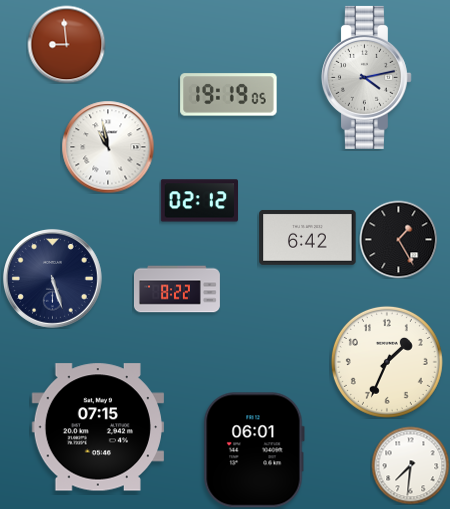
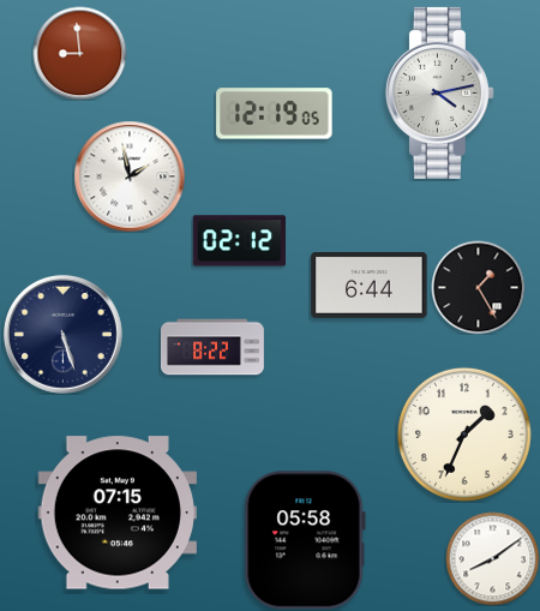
clock at (229, 95): 19:19 -> 12:19
clock at (108, 147): 10:58 -> 1:58
clock at (308, 237): 6:42 -> 6:44
clock at (254, 450): 06:01 -> 05:58
clock at (410, 465): 7:31 -> 8:09
